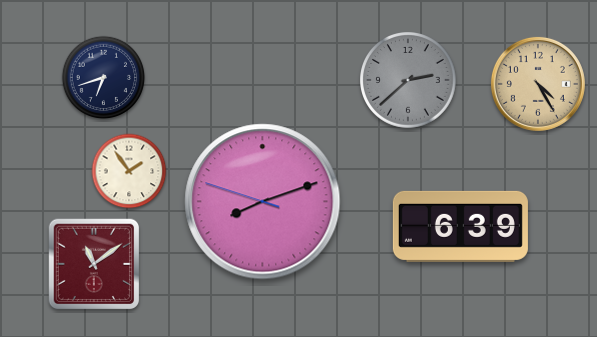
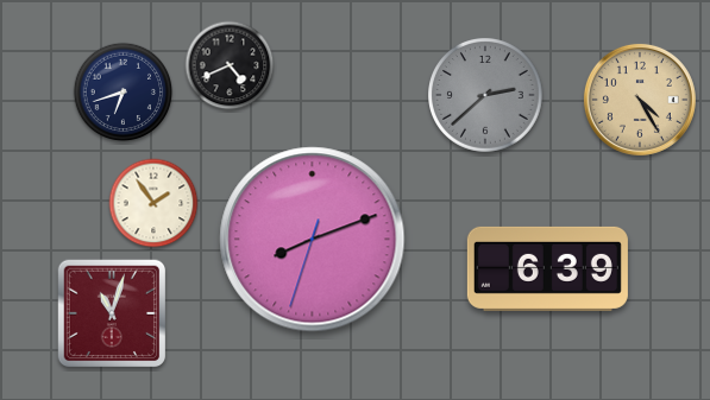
clock at (230, 65): none -> 4:41
clock at (263, 202): 8:11:48 -> 8:11:33
clock at (94, 264): 11:09 -> 11:03
